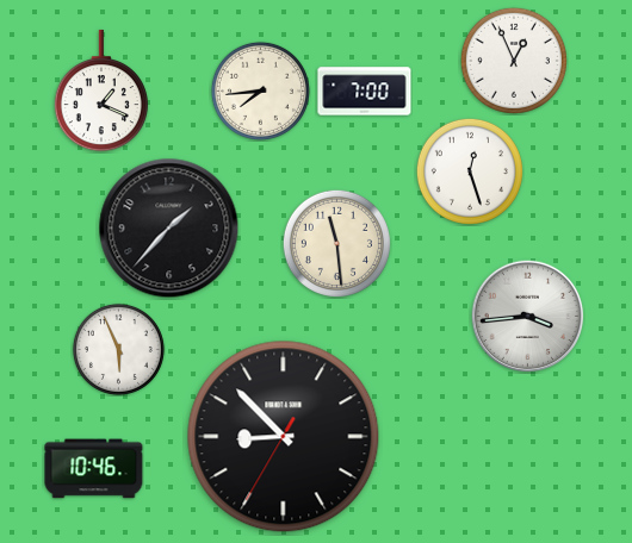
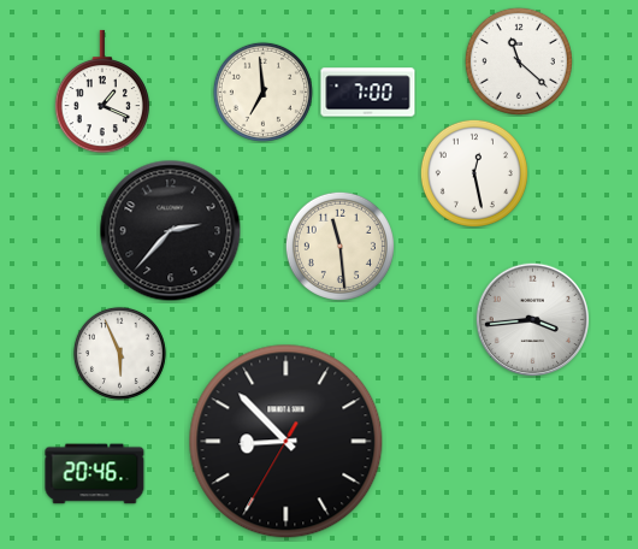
clock at (514, 61): 12:56 -> 11:22
clock at (260, 90): 7:44 -> 6:59
clock at (470, 171): 12:27 -> 12:28
clock at (169, 229): 1:37 -> 2:37
clock at (94, 469): 10:46 -> 20:46
